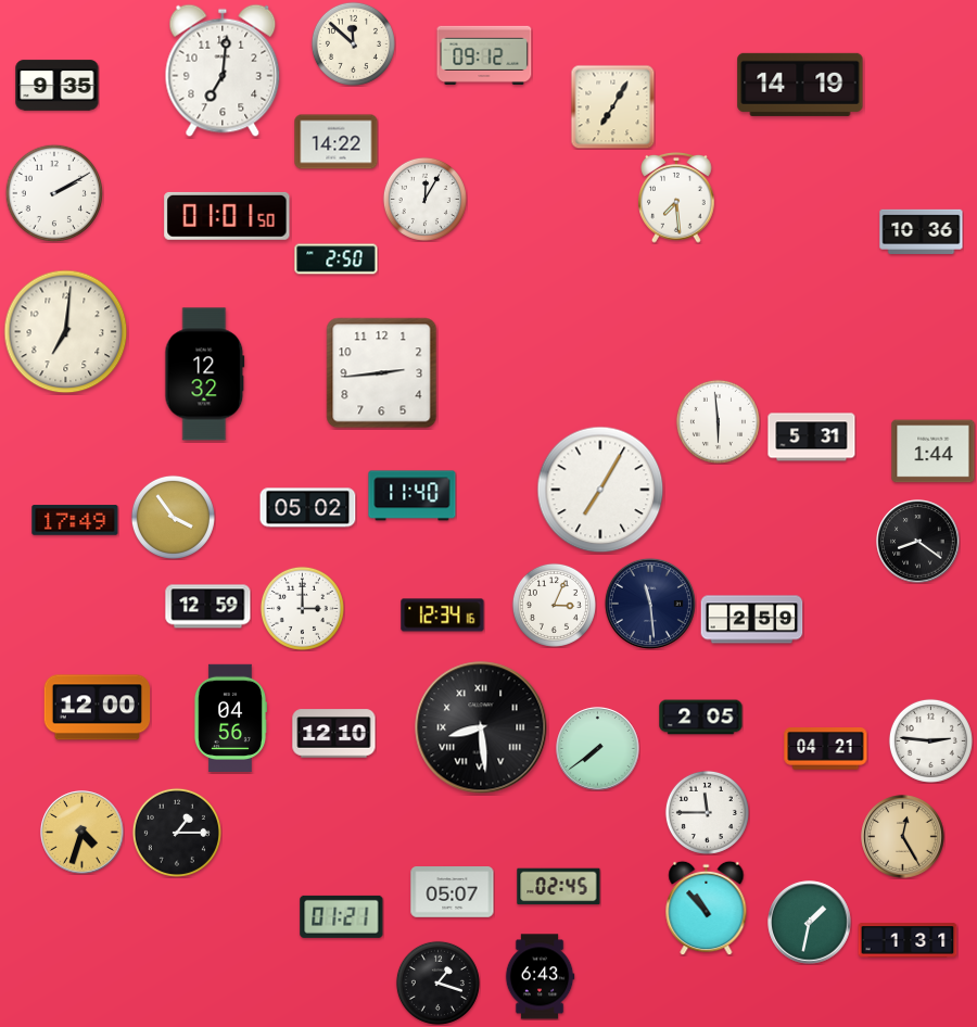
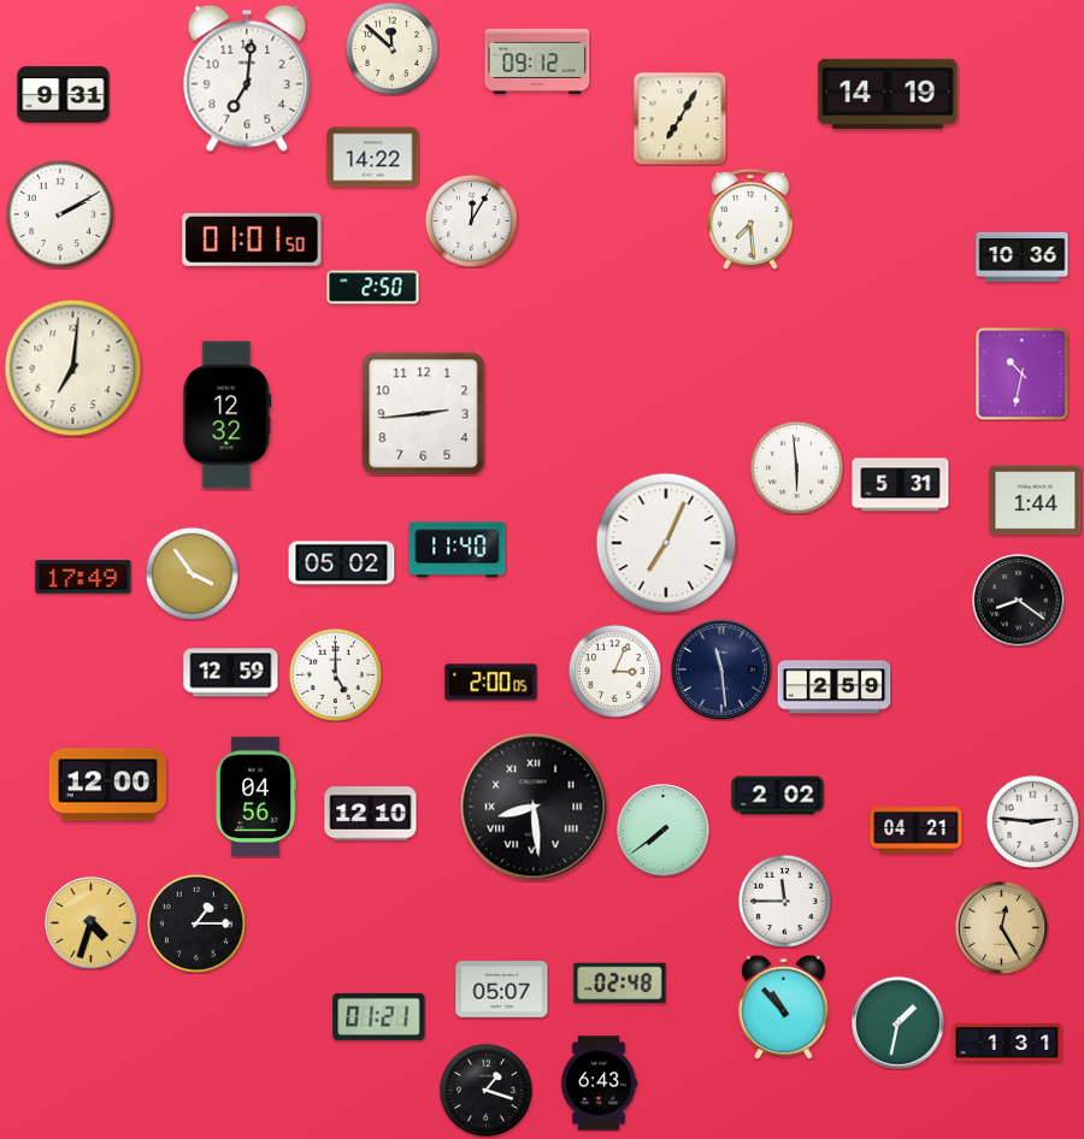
clock at (58, 86): 9:35 -> 9:31
clock at (1023, 374): none -> 10:32
clock at (600, 490): 7:05 -> 7:04
clock at (302, 608): 3:00 -> 5:00
clock at (443, 616): 12:34 -> 2:00
clock at (701, 718): 2:05 -> 2:02
clock at (559, 887): 02:45 -> 02:48
